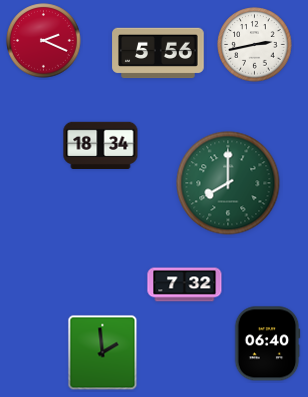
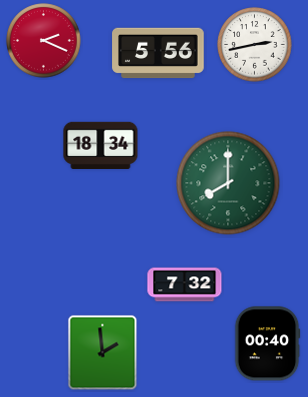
clock at (267, 344): 06:40 -> 00:40
